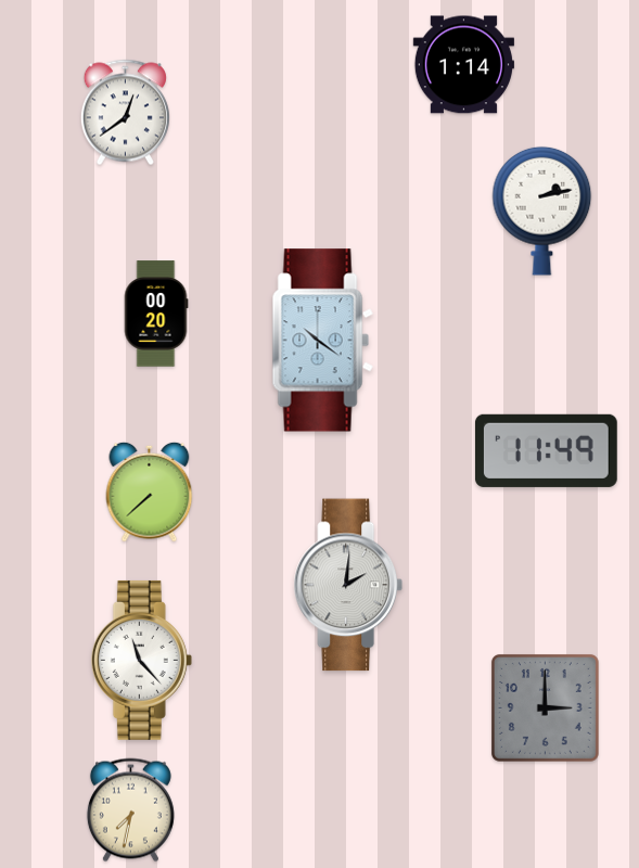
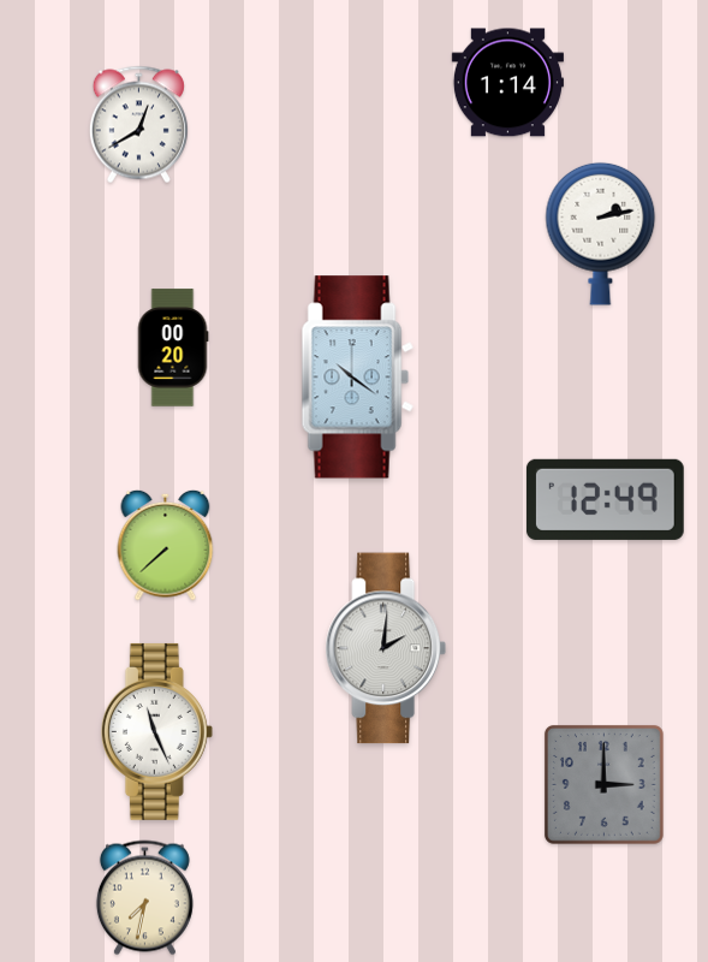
clock at (463, 65) position: (463, 65) -> (507, 83)
clock at (125, 113): 12:39 -> 12:40
clock at (546, 450): 11:49 -> 12:49
clock at (141, 660): 11:23 -> 11:26
